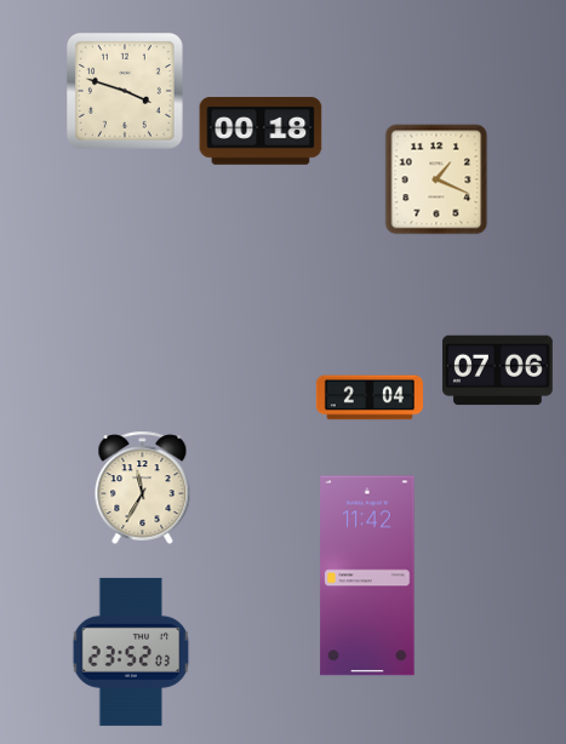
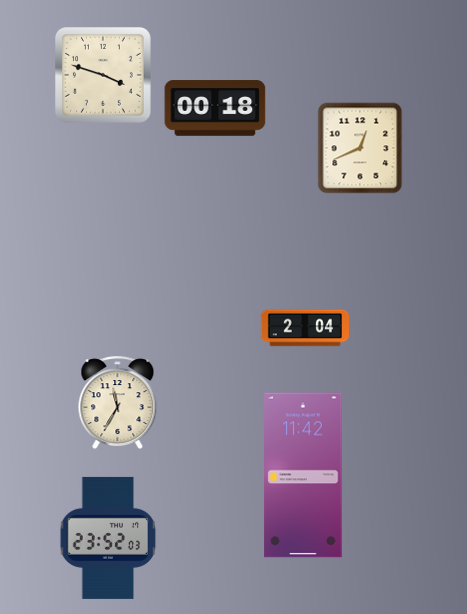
clock at (436, 179): 1:19 -> 12:41
clock at (498, 371): 07:06 -> none
